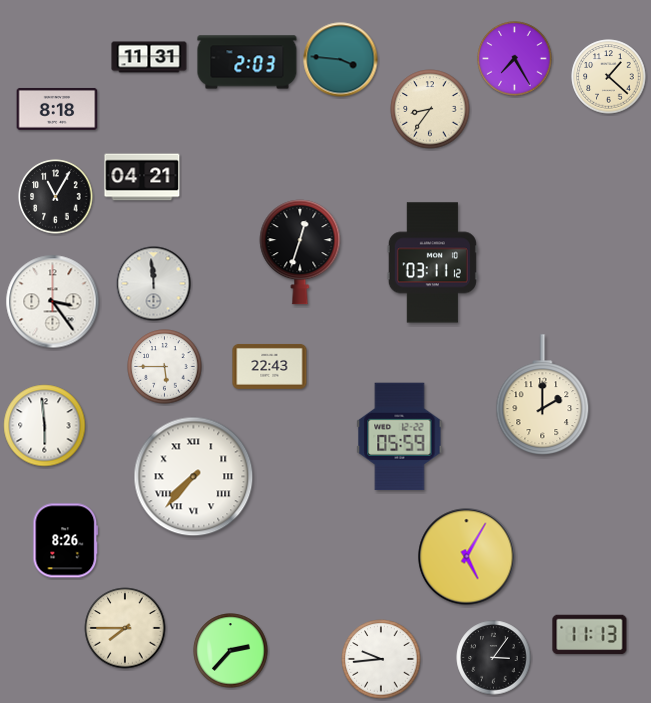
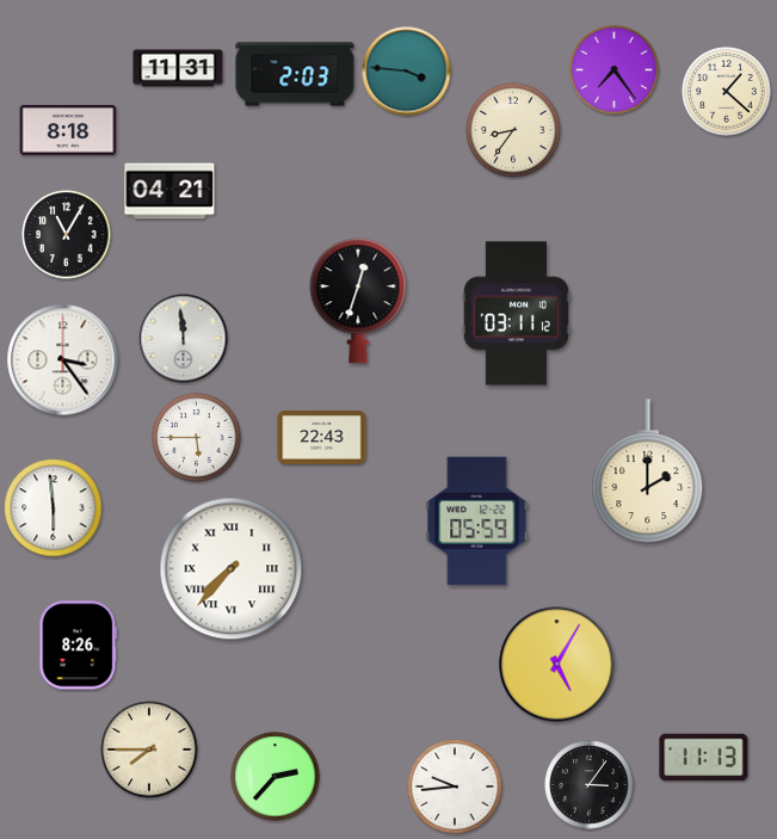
clock at (515, 59): 7:25 -> 7:24
clock at (142, 177) position: (142, 177) -> (169, 191)
